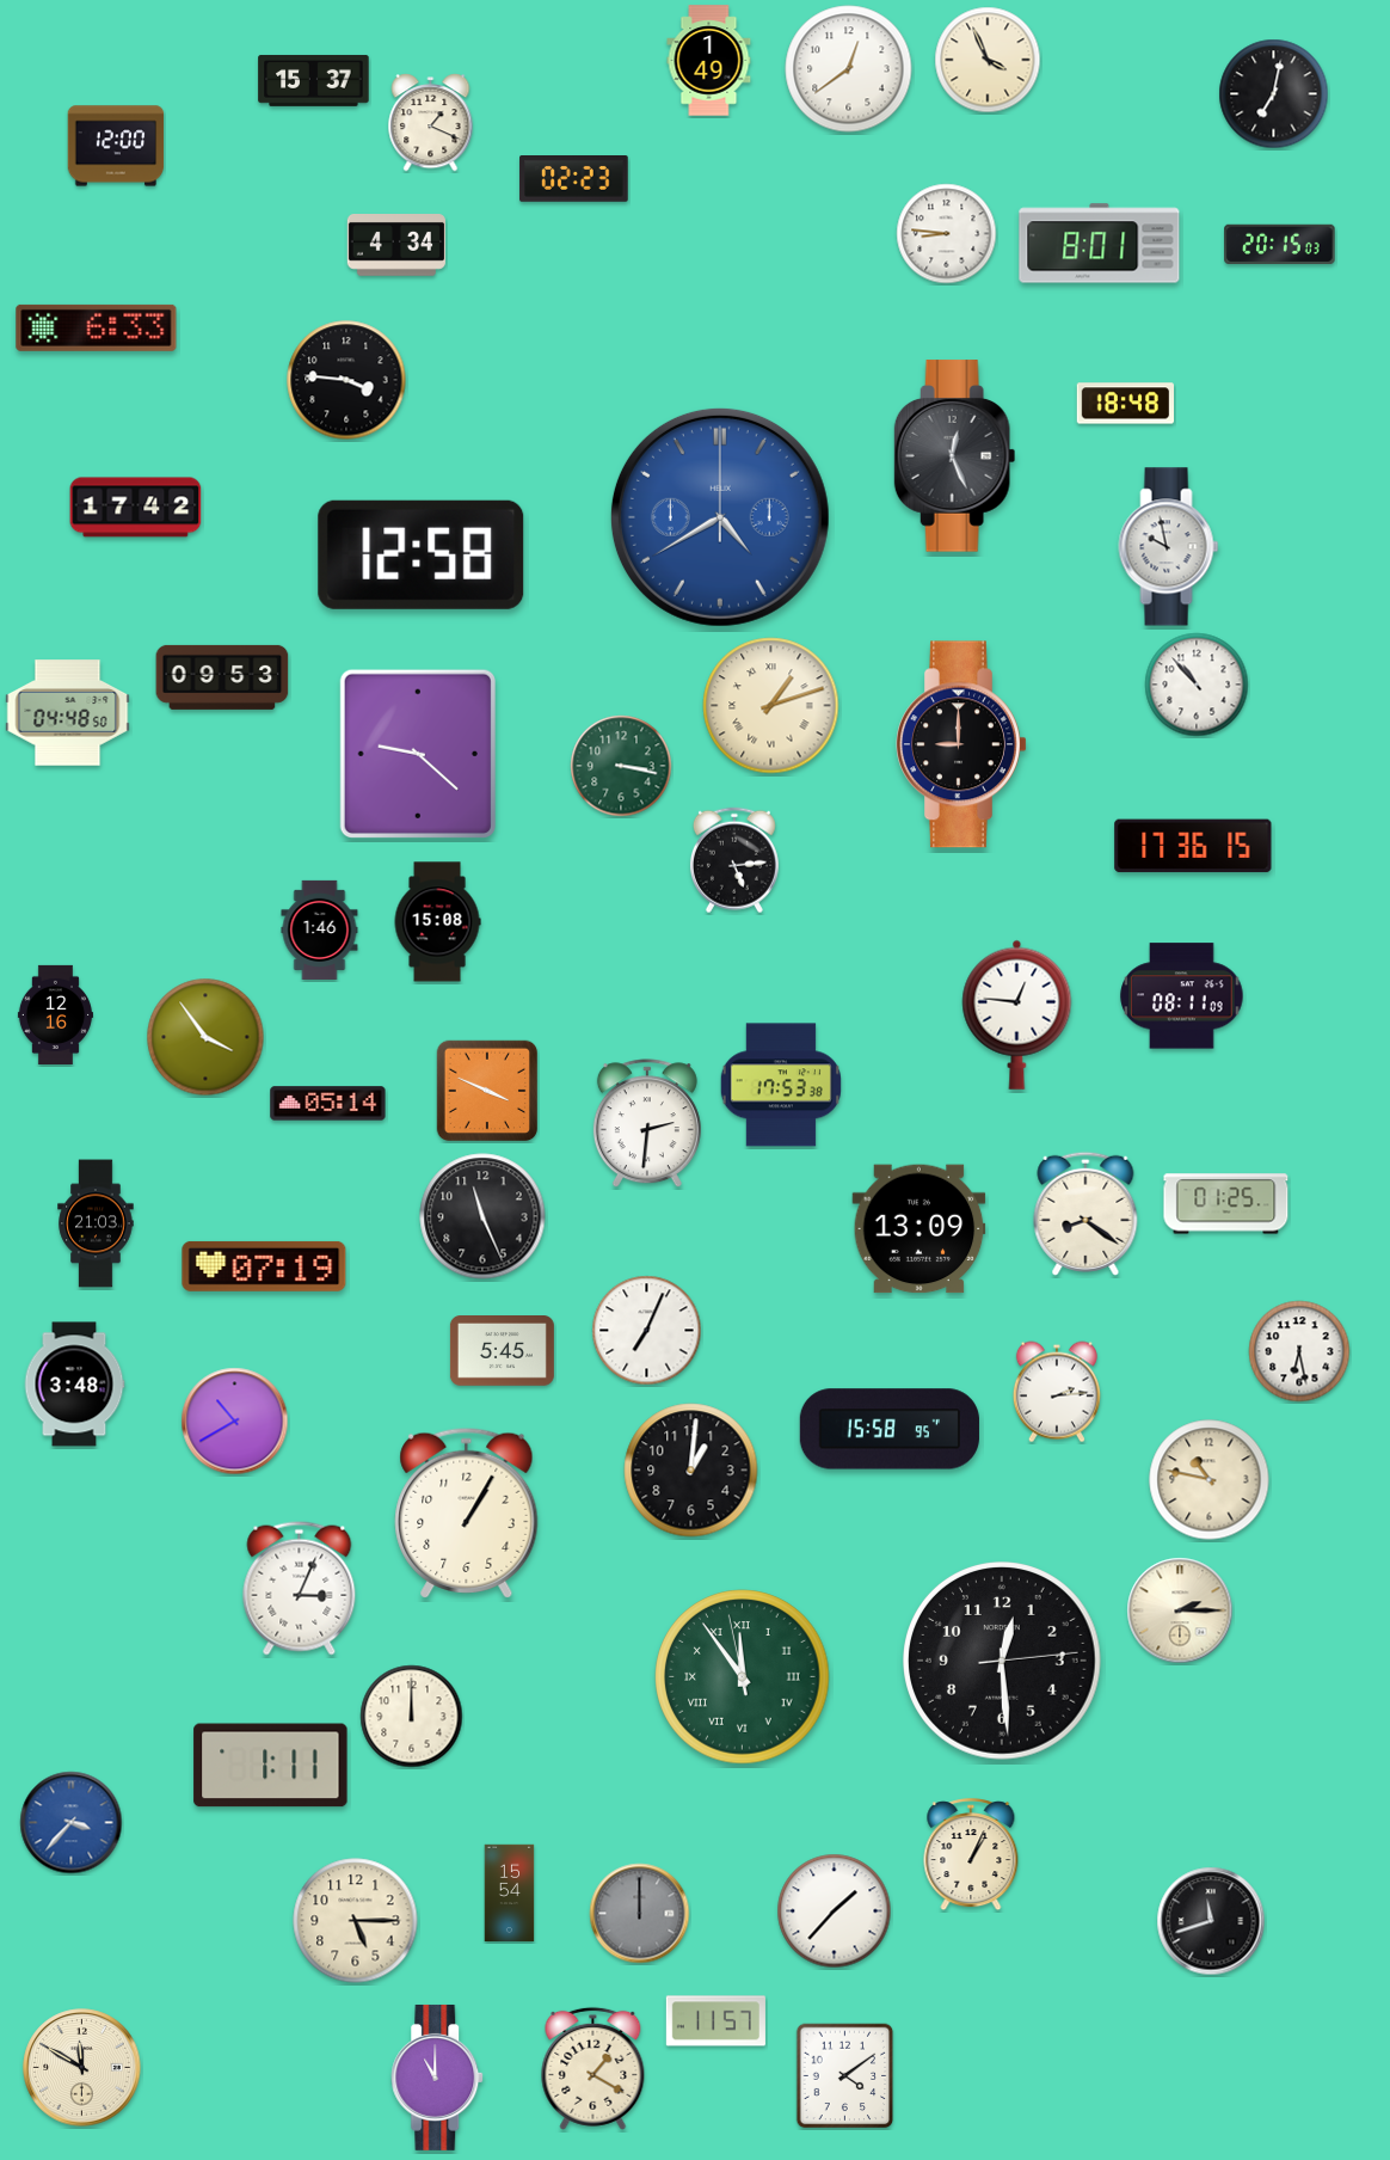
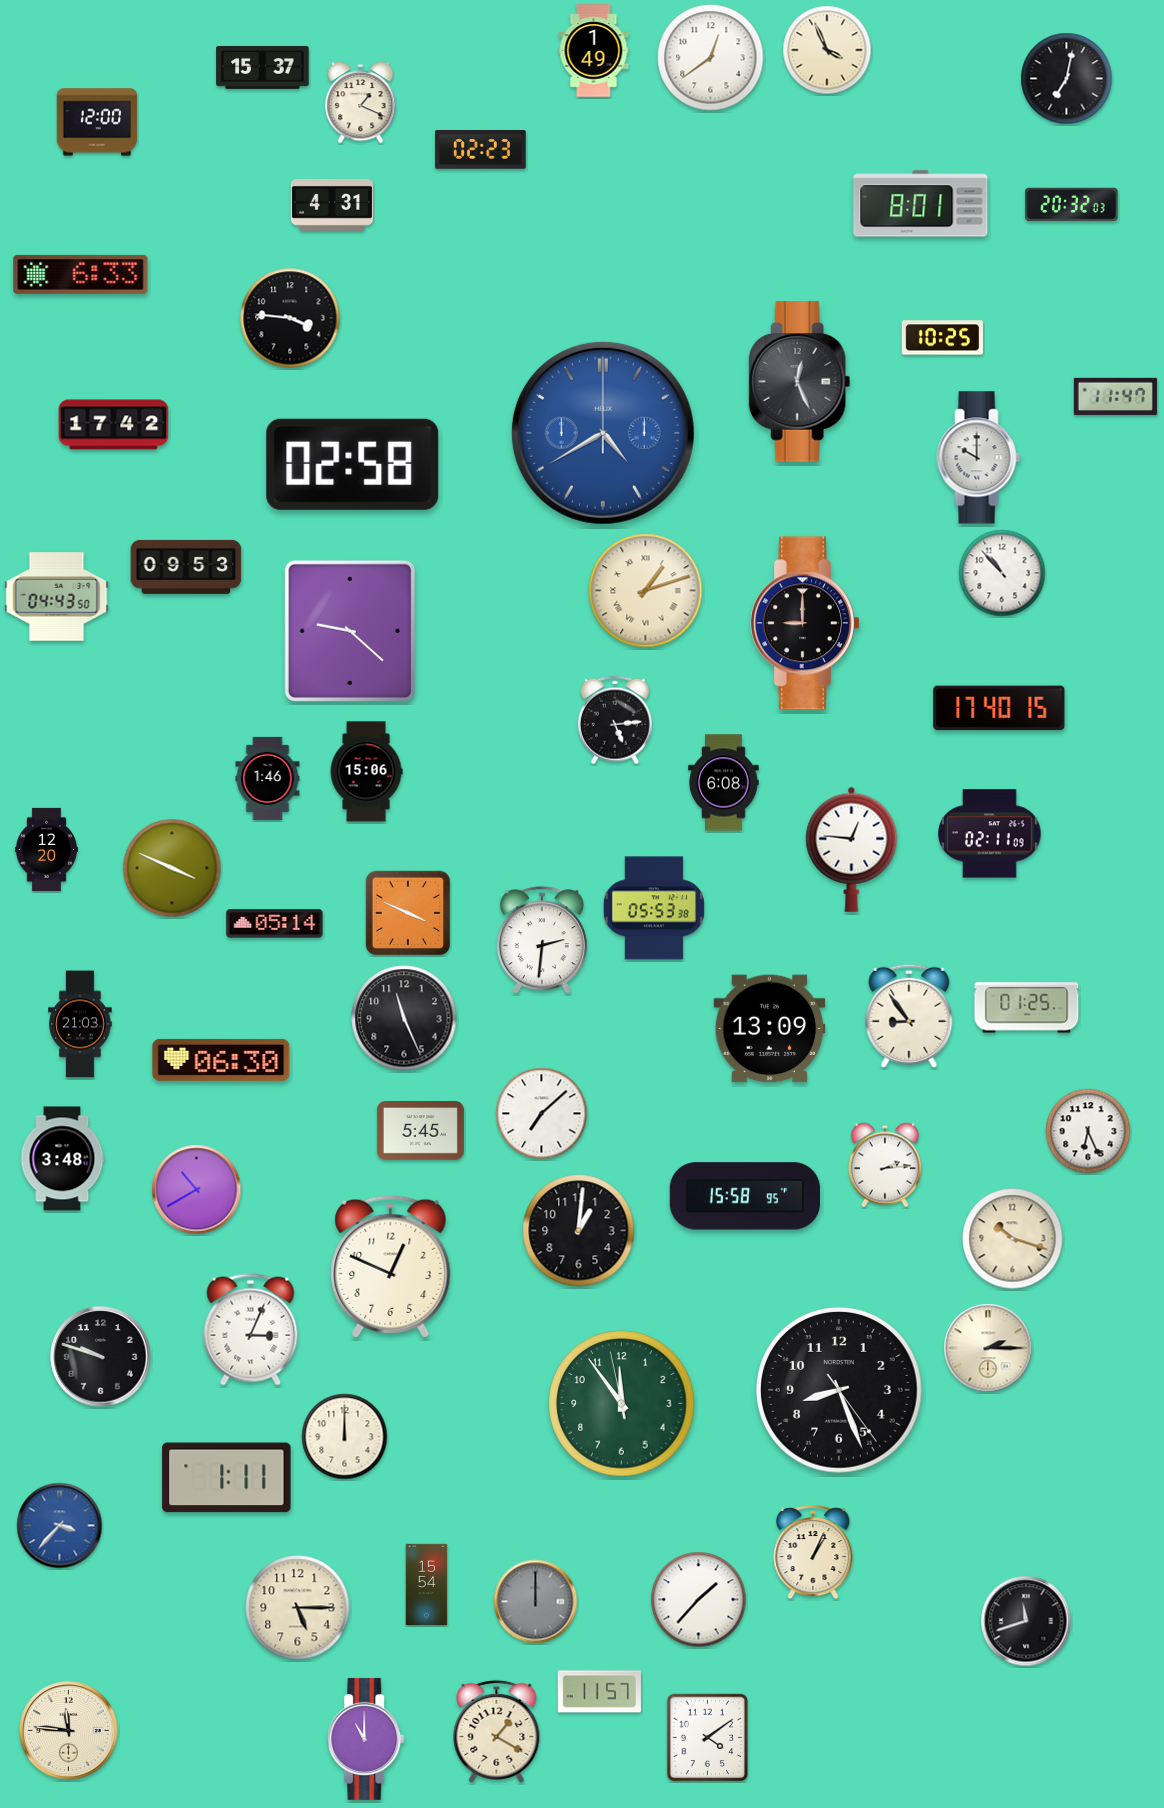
clock at (947, 234): 8:46 -> none
clock at (1280, 244): 20:15 -> 20:32
clock at (395, 246): 4:34 -> 4:31
clock at (1125, 404): 18:48 -> 10:25
clock at (1115, 396): none -> 11:47
clock at (1169, 547): 9:58 -> 10:00
clock at (422, 554): 12:58 -> 02:58
clock at (68, 713): 04:48 -> 04:43
clock at (621, 766): 3:17 -> none
clock at (1193, 846): 17:36 -> 17:40
clock at (437, 922): 15:08 -> 15:06
clock at (724, 783): none -> 6:08
clock at (1182, 996): 08:11 -> 02:11
clock at (55, 1014): 12:16 -> 12:20
clock at (205, 1037): 3:54 -> 3:49
clock at (781, 1085): 17:53 -> 05:53
clock at (1085, 1214): 8:21 -> 8:54
clock at (264, 1266): 07:19 -> 06:30
clock at (647, 1331): 7:04 -> 7:08
clock at (1299, 1351): 6:28 -> 6:26
clock at (1210, 1480): 10:47 -> 10:18
clock at (467, 1512): 1:05 -> 12:49
clock at (101, 1357): none -> 9:48
clock at (1002, 1661): 12:29 -> 8:26
clock at (743, 1677) numerals: Roman -> Arabic
clock at (1211, 1921) position: (1211, 1921) -> (1026, 1621)
clock at (82, 2068): 11:50 -> 11:46
